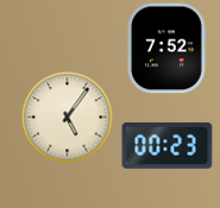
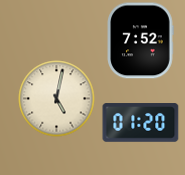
clock at (68, 118): 5:06 -> 5:02
clock at (168, 146): 00:23 -> 01:20
